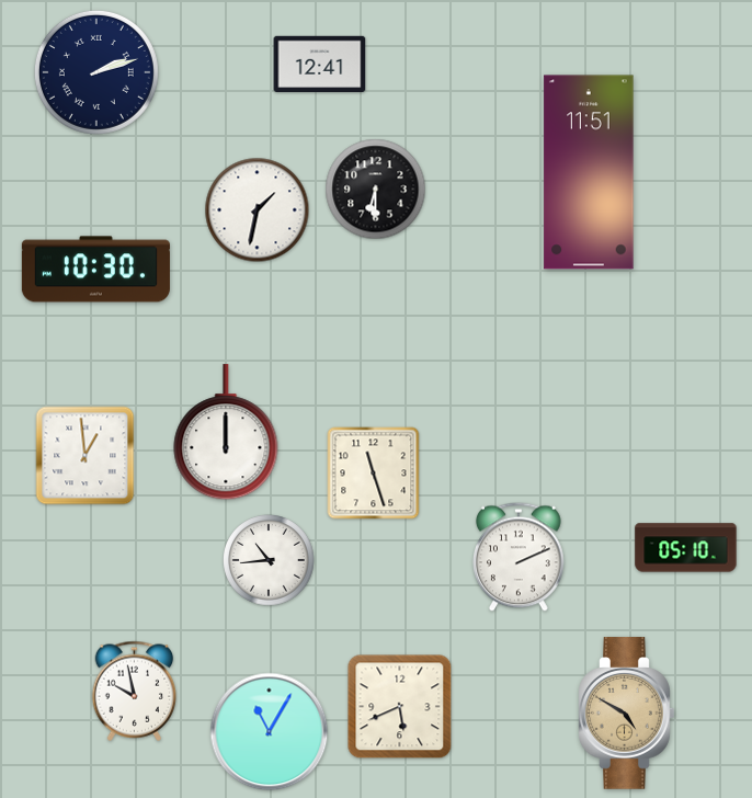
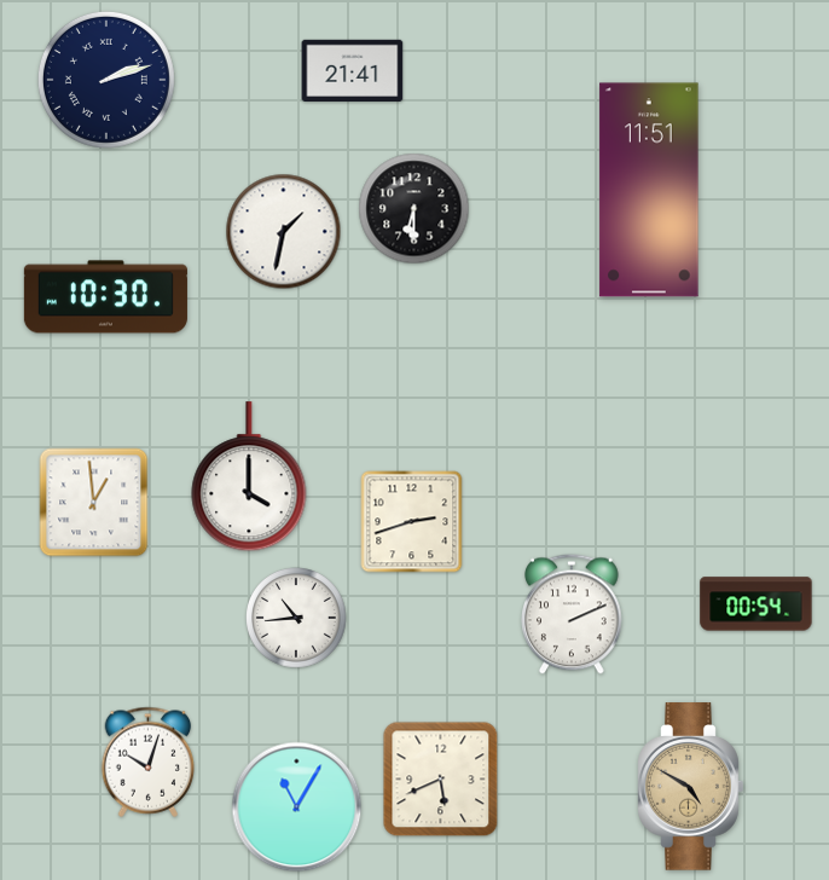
clock at (320, 64): 12:41 -> 21:41
clock at (226, 433): 12:00 -> 4:00
clock at (374, 474): 11:27 -> 2:42
clock at (686, 548): 05:10 -> 00:54
clock at (135, 691): 9:58 -> 10:03
